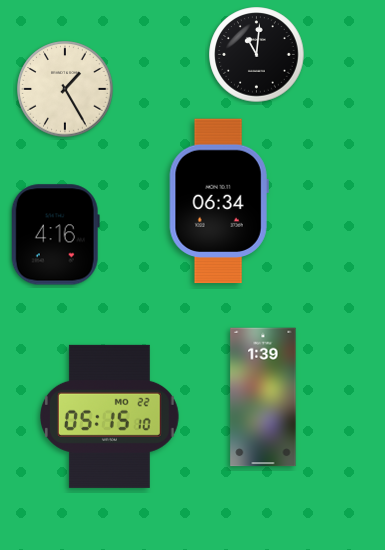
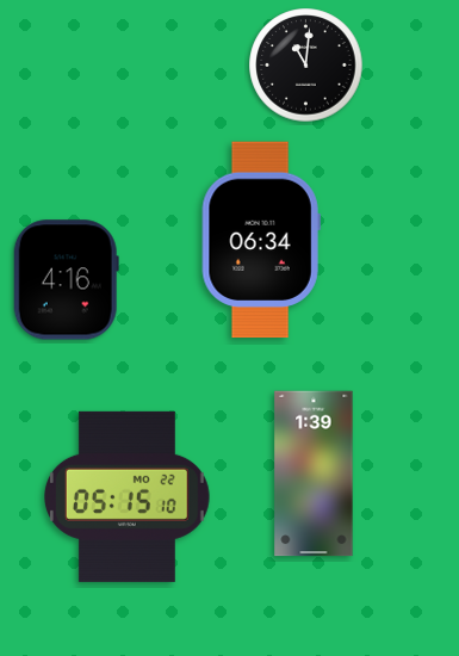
clock at (65, 89): 1:25 -> none
clock at (110, 416) position: (110, 416) -> (128, 496)
